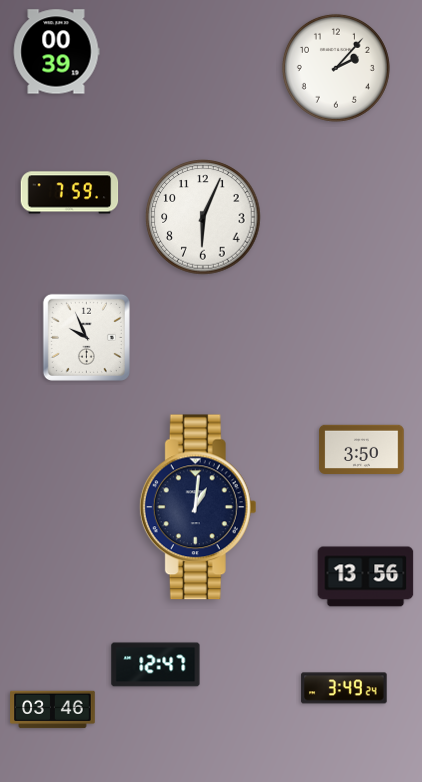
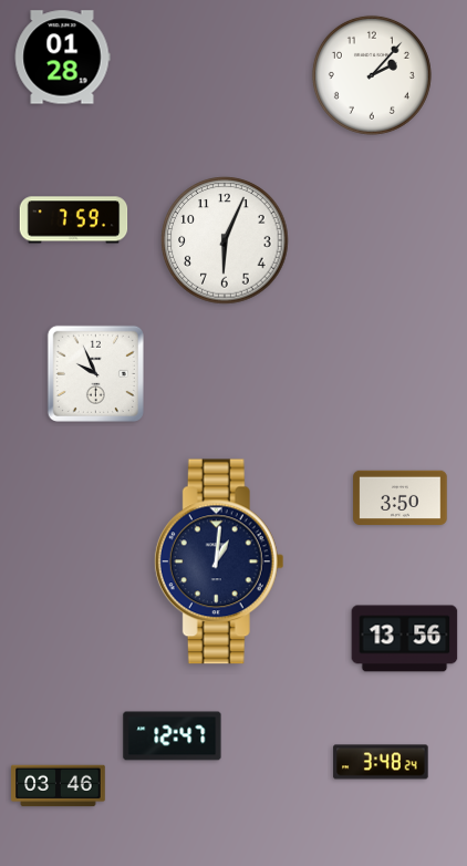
clock at (56, 52): 00:39 -> 01:28
clock at (70, 193) position: (70, 193) -> (74, 220)
clock at (344, 688): 3:49 -> 3:48
